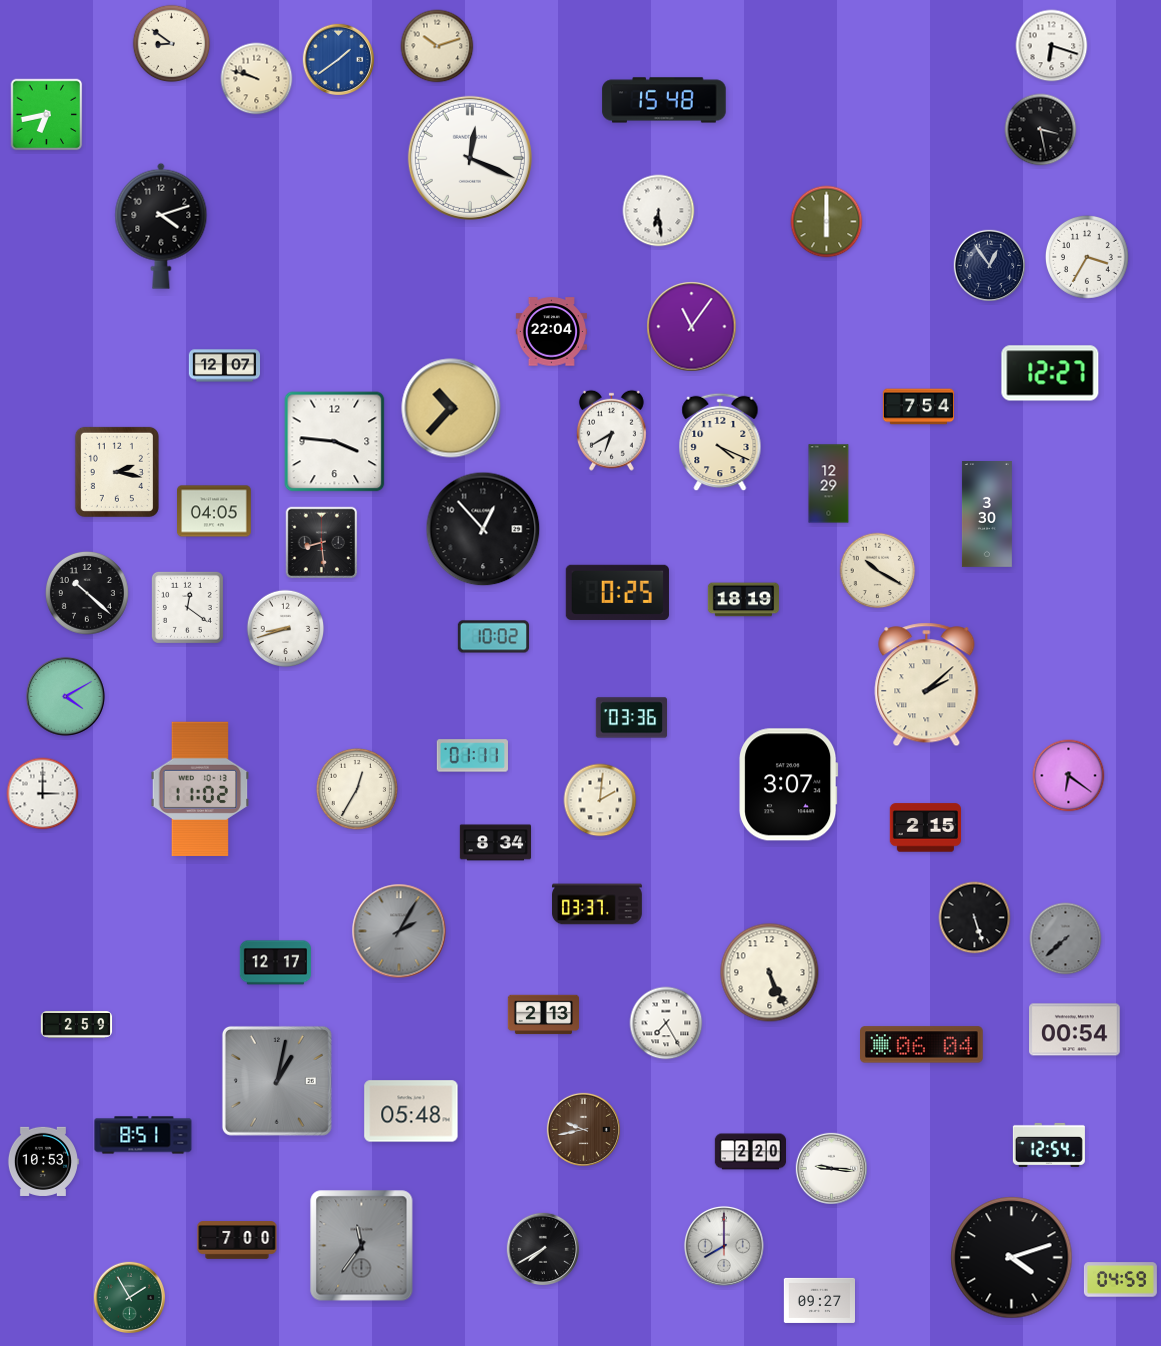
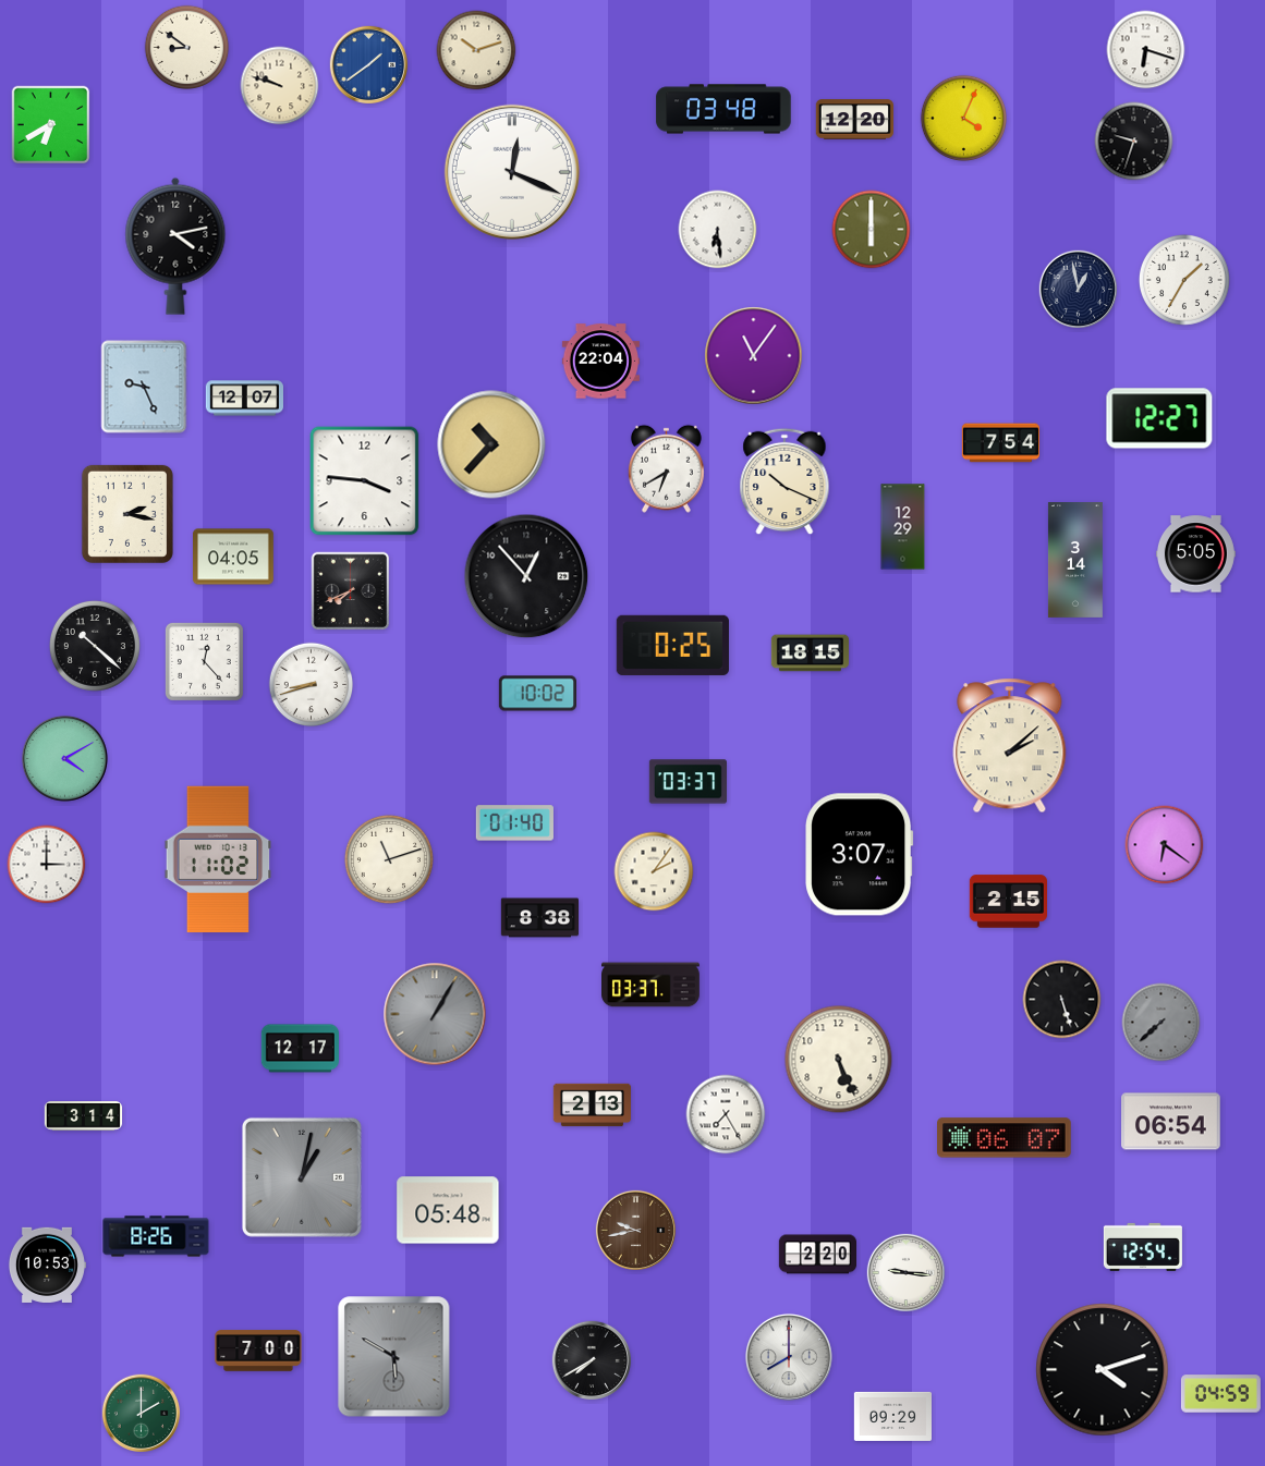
clock at (664, 100): 15:48 -> 03:48
clock at (963, 118): none -> 4:04
clock at (854, 120): none -> 12:20
clock at (47, 115): 6:43 -> 6:40
clock at (1041, 130): 3:28 -> 9:33
clock at (827, 222) position: (827, 222) -> (872, 230)
clock at (161, 226): 4:12 -> 4:13
clock at (1087, 257): 3:35 -> 1:35
clock at (989, 265): 12:54 -> 12:58
clock at (144, 387): none -> 9:26
clock at (1050, 373) position: (1050, 373) -> (1159, 418)
clock at (720, 442): 4:19 -> 10:19
clock at (1195, 554): none -> 5:05
clock at (987, 515): 3:30 -> 3:14
clock at (322, 543): 8:29 -> 7:41
clock at (878, 571): 10:20 -> none
clock at (743, 600): 18:19 -> 18:15
clock at (187, 607): 12:21 -> 12:23
clock at (65, 696) position: (65, 696) -> (64, 758)
clock at (631, 718): 03:36 -> 03:37
clock at (472, 756): 01:11 -> 01:40
clock at (357, 789): 12:35 -> 11:12
clock at (600, 800): 2:01 -> 2:06
clock at (495, 843): 8:34 -> 8:38
clock at (399, 931): 2:05 -> 1:05
clock at (77, 1025): 2:59 -> 3:14
clock at (1075, 1030): 00:54 -> 06:54
clock at (922, 1045): 06:04 -> 06:07
clock at (143, 1135): 8:51 -> 8:26
clock at (362, 1246): 11:36 -> 5:50
clock at (129, 1297): 1:55 -> 2:00
clock at (819, 1300): 09:27 -> 09:29
